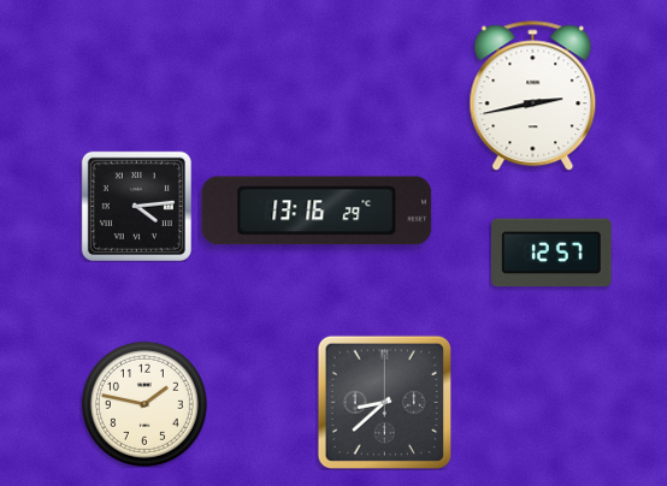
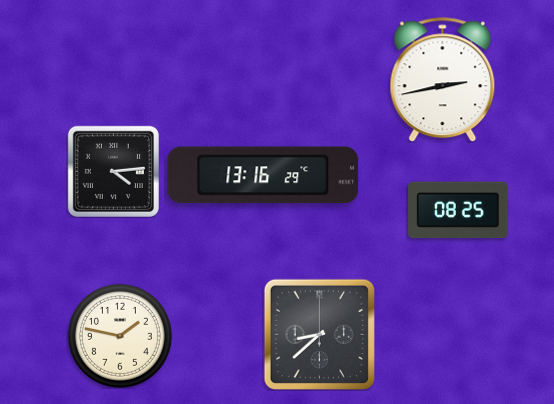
clock at (551, 253): 12:57 -> 08:25
